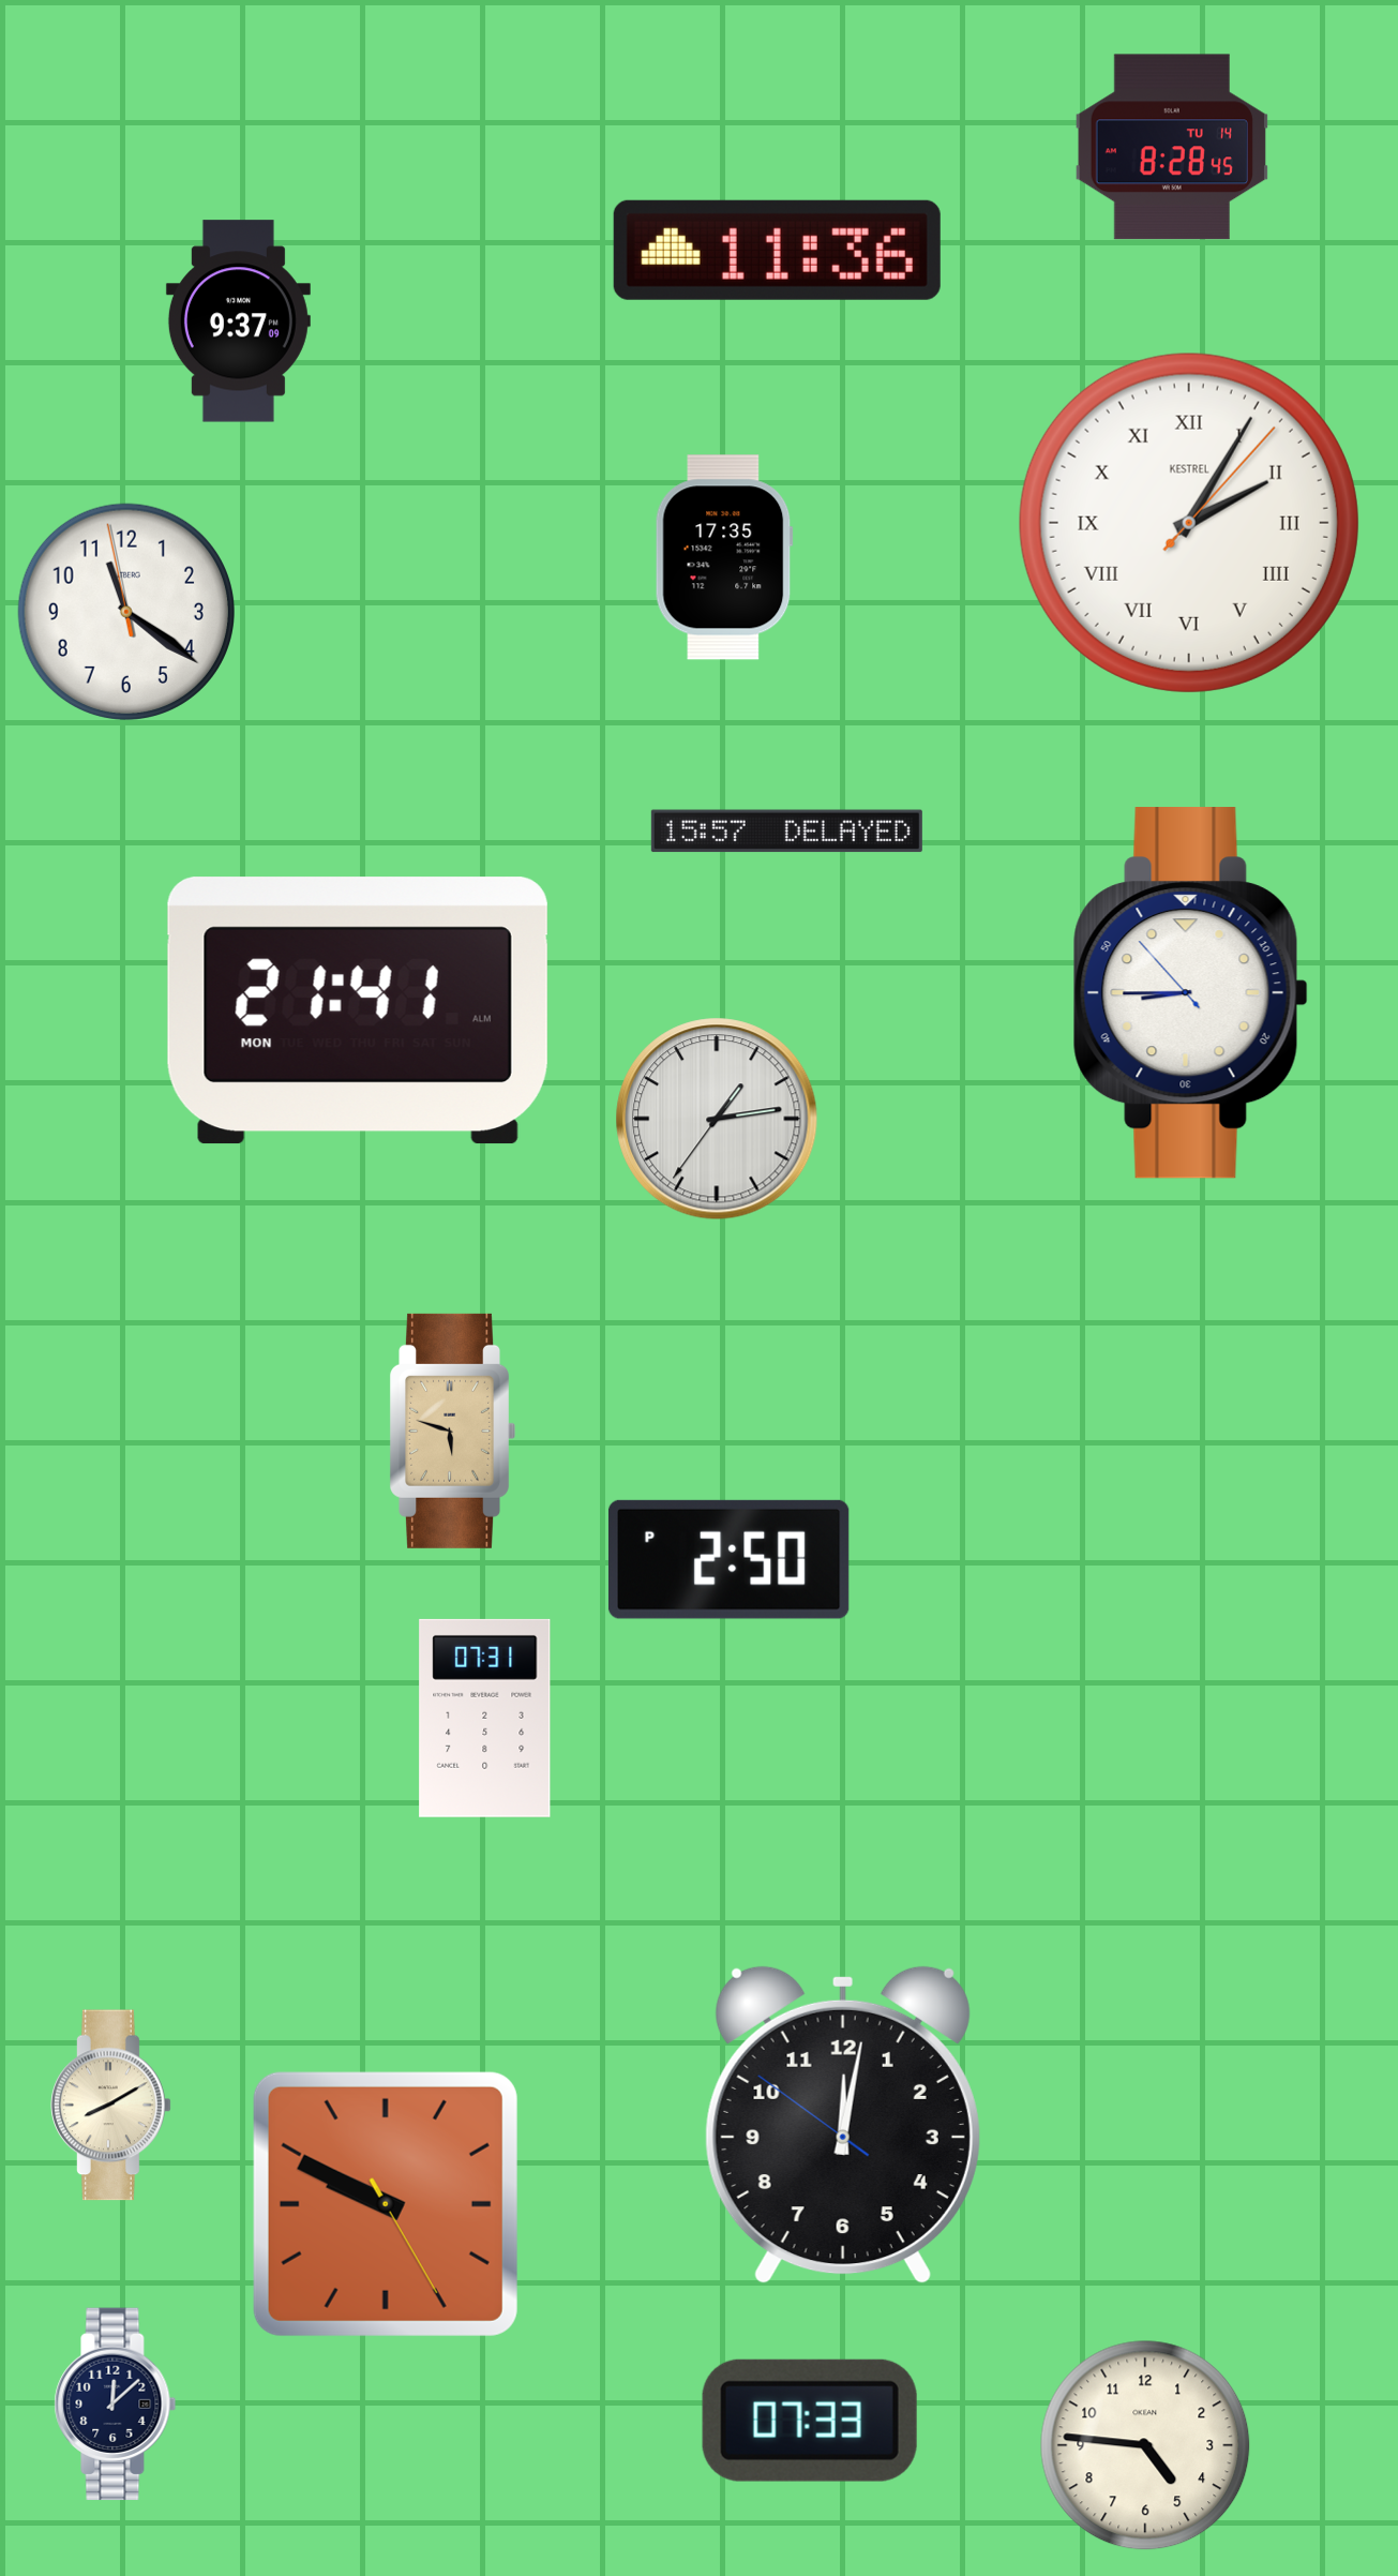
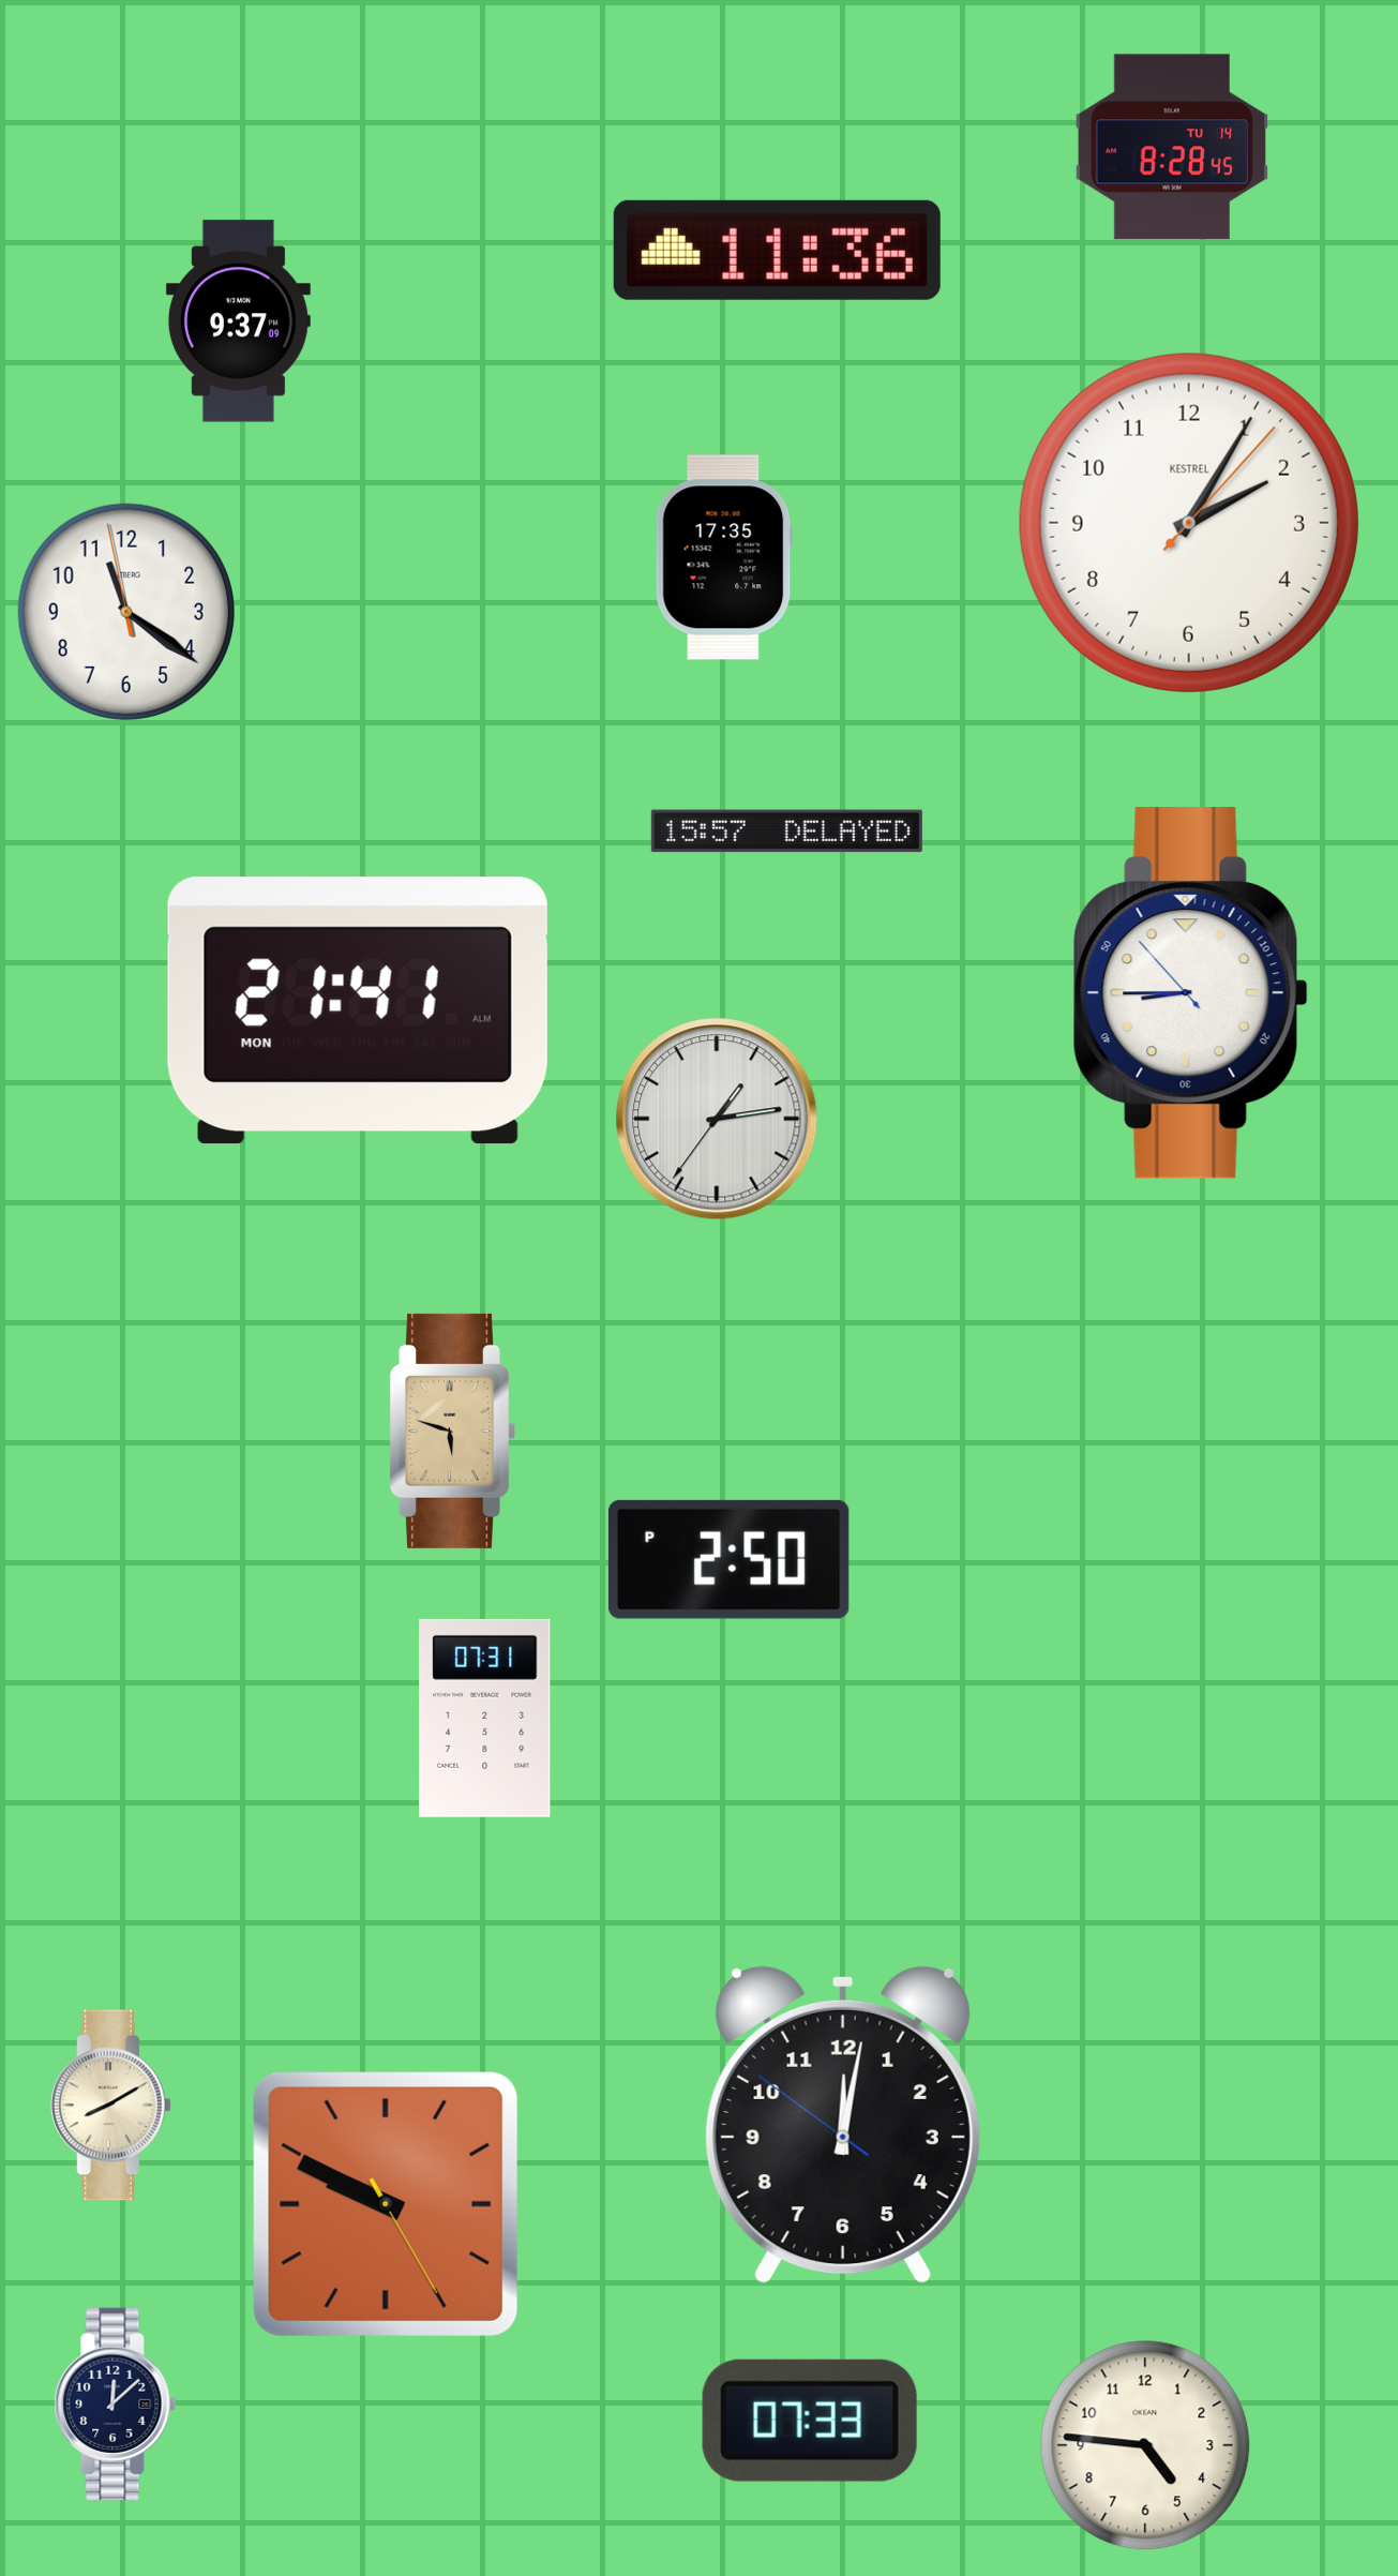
clock at (1189, 523) numerals: Roman -> Arabic
